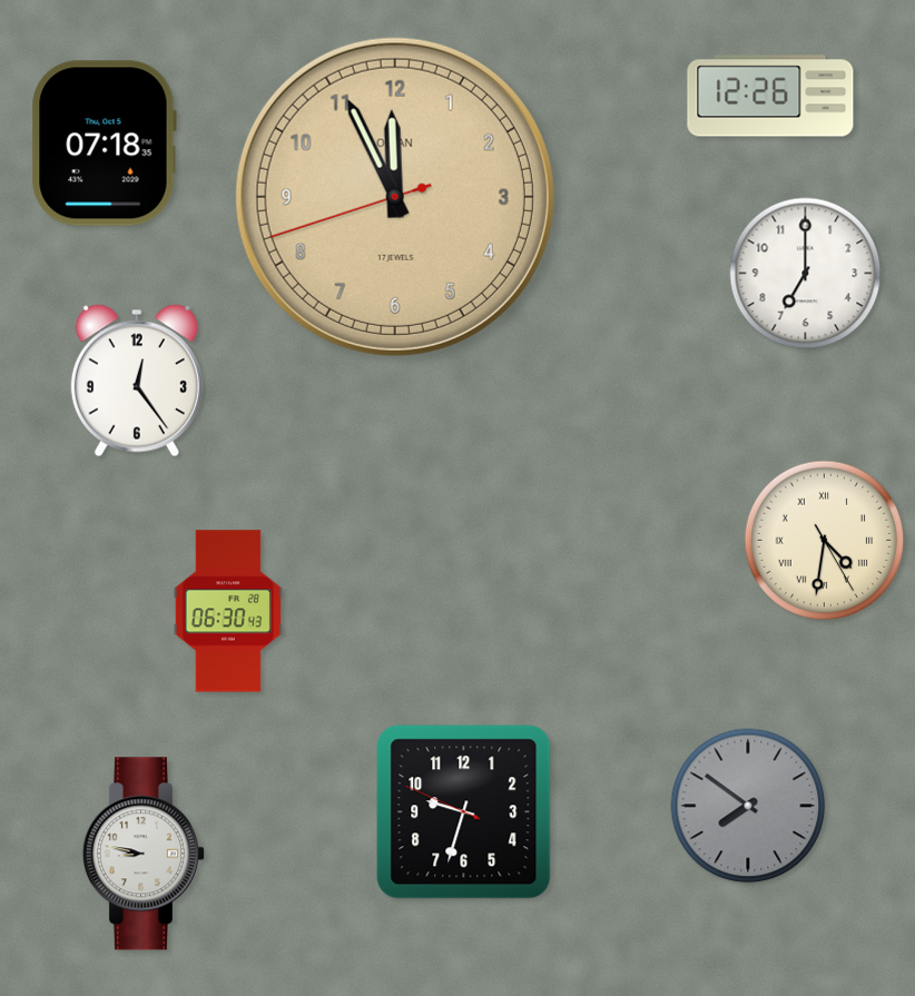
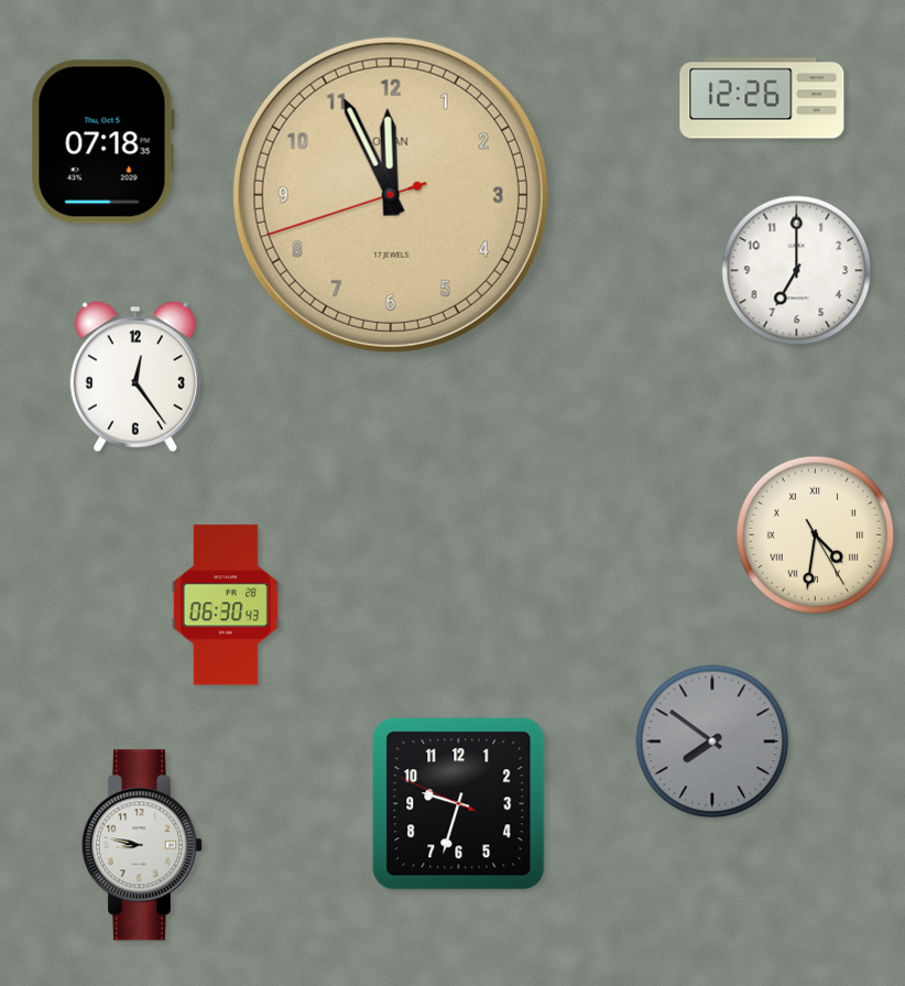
clock at (770, 96) position: (770, 96) -> (762, 98)
clock at (748, 806) position: (748, 806) -> (712, 741)
